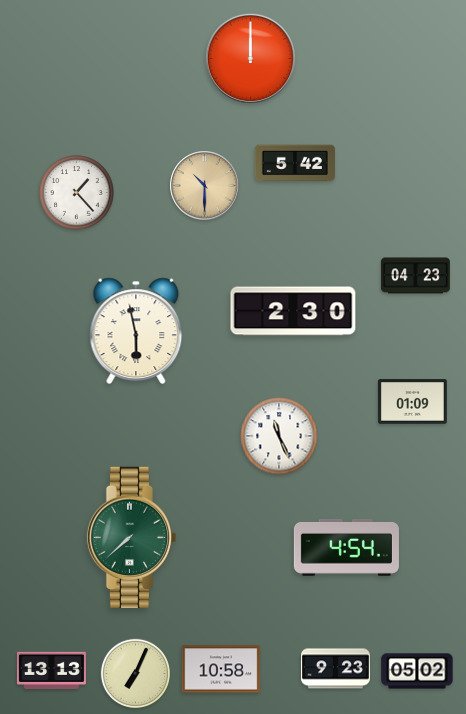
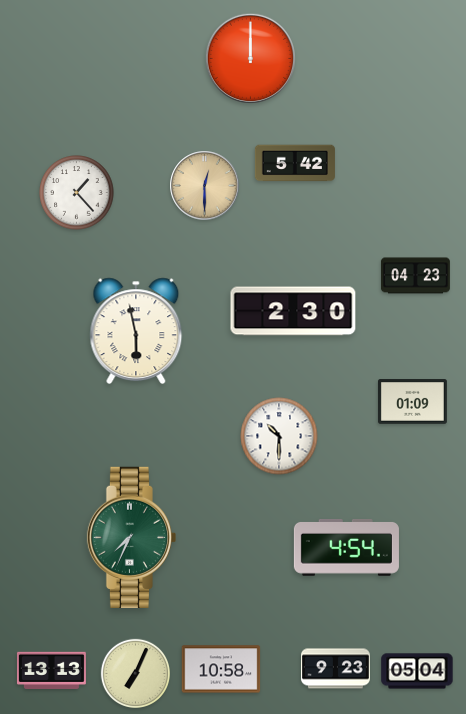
clock at (205, 186): 10:30 -> 12:30
clock at (279, 436): 11:26 -> 10:30
clock at (131, 537): 7:38 -> 7:34
clock at (417, 671): 05:02 -> 05:04
